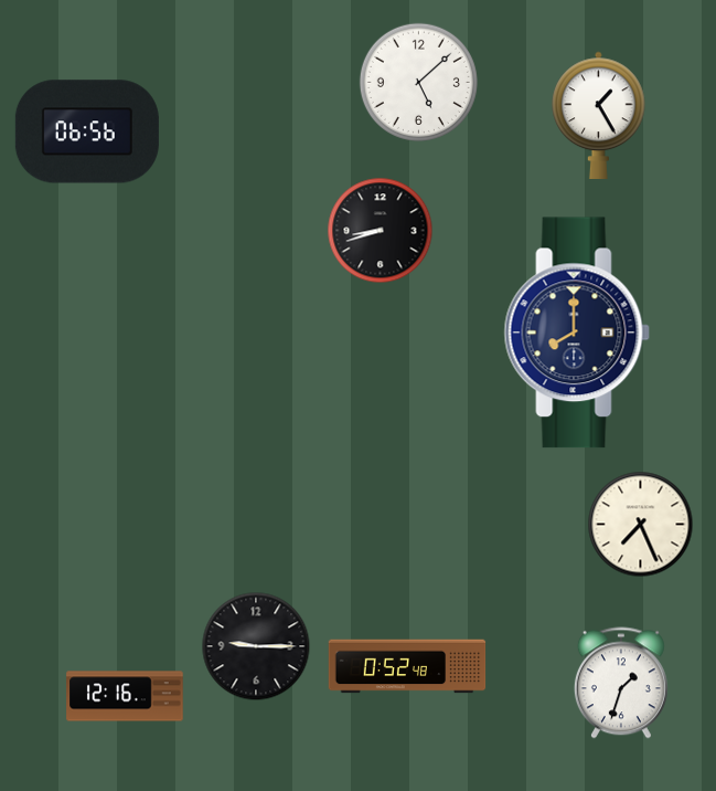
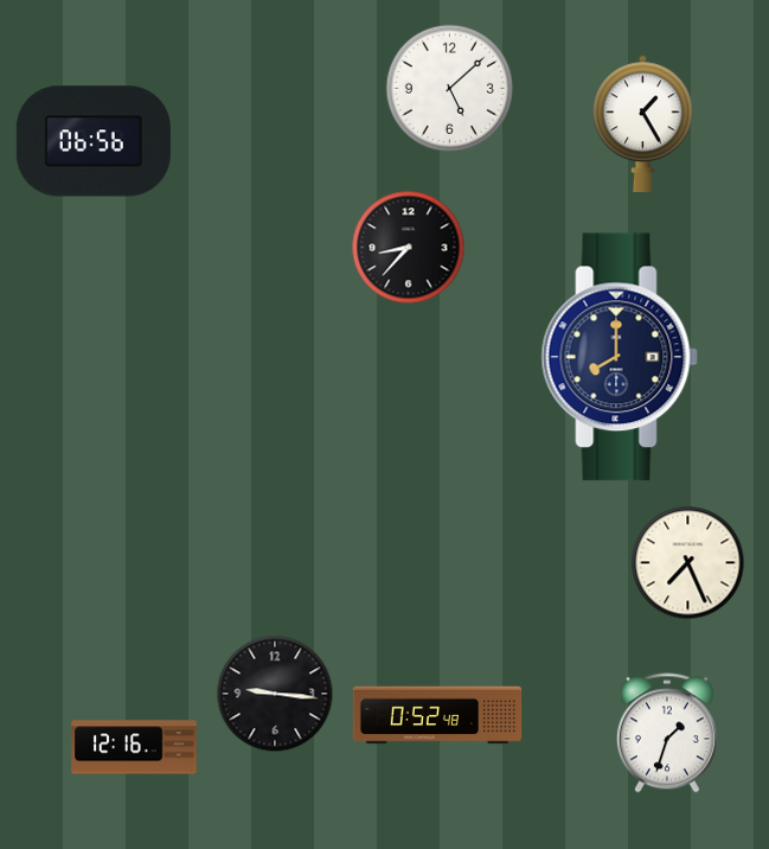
clock at (381, 231): 8:42 -> 8:37
clock at (256, 646): 9:15 -> 9:16
